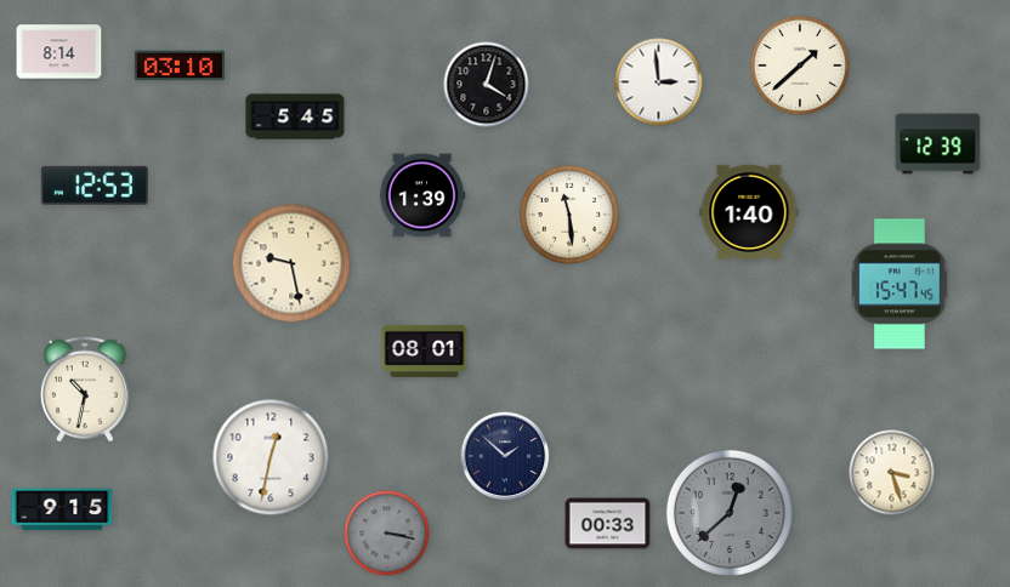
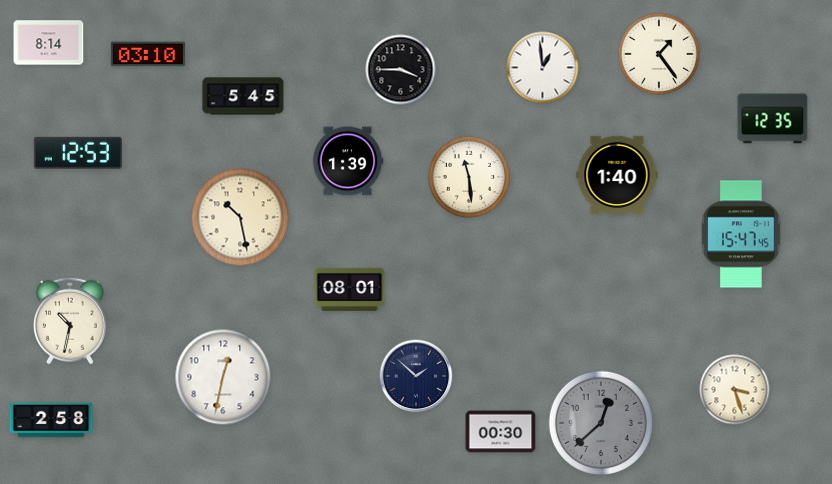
clock at (800, 65): 1:38 -> 1:24
clock at (659, 82): 2:59 -> 12:59
clock at (487, 85): 4:03 -> 3:45
clock at (938, 144): 12:39 -> 12:35
clock at (291, 263): 9:28 -> 10:28
clock at (62, 509): 9:15 -> 2:58
clock at (608, 524): 00:33 -> 00:30
clock at (387, 534): 3:17 -> none
